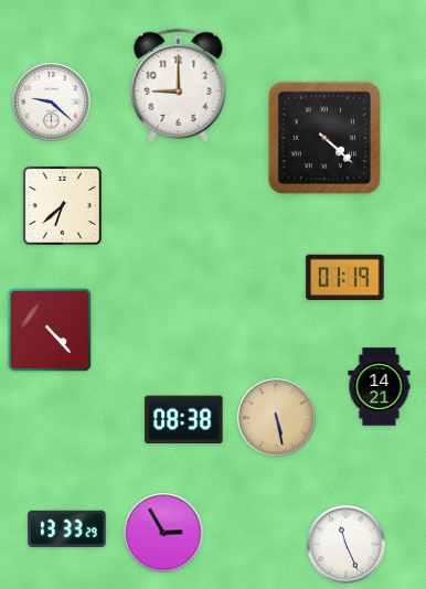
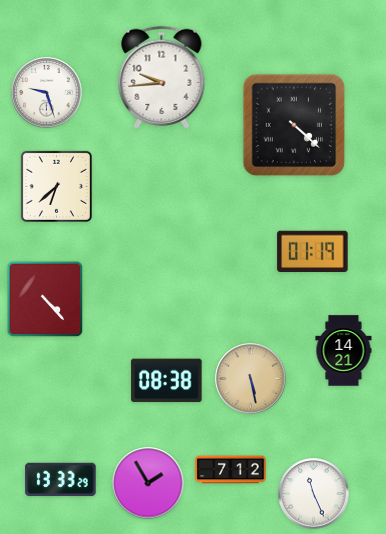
clock at (179, 85): 9:00 -> 9:44
clock at (52, 103): 9:22 -> 9:27
clock at (231, 470): none -> 7:12
clock at (163, 533): 2:55 -> 1:55
